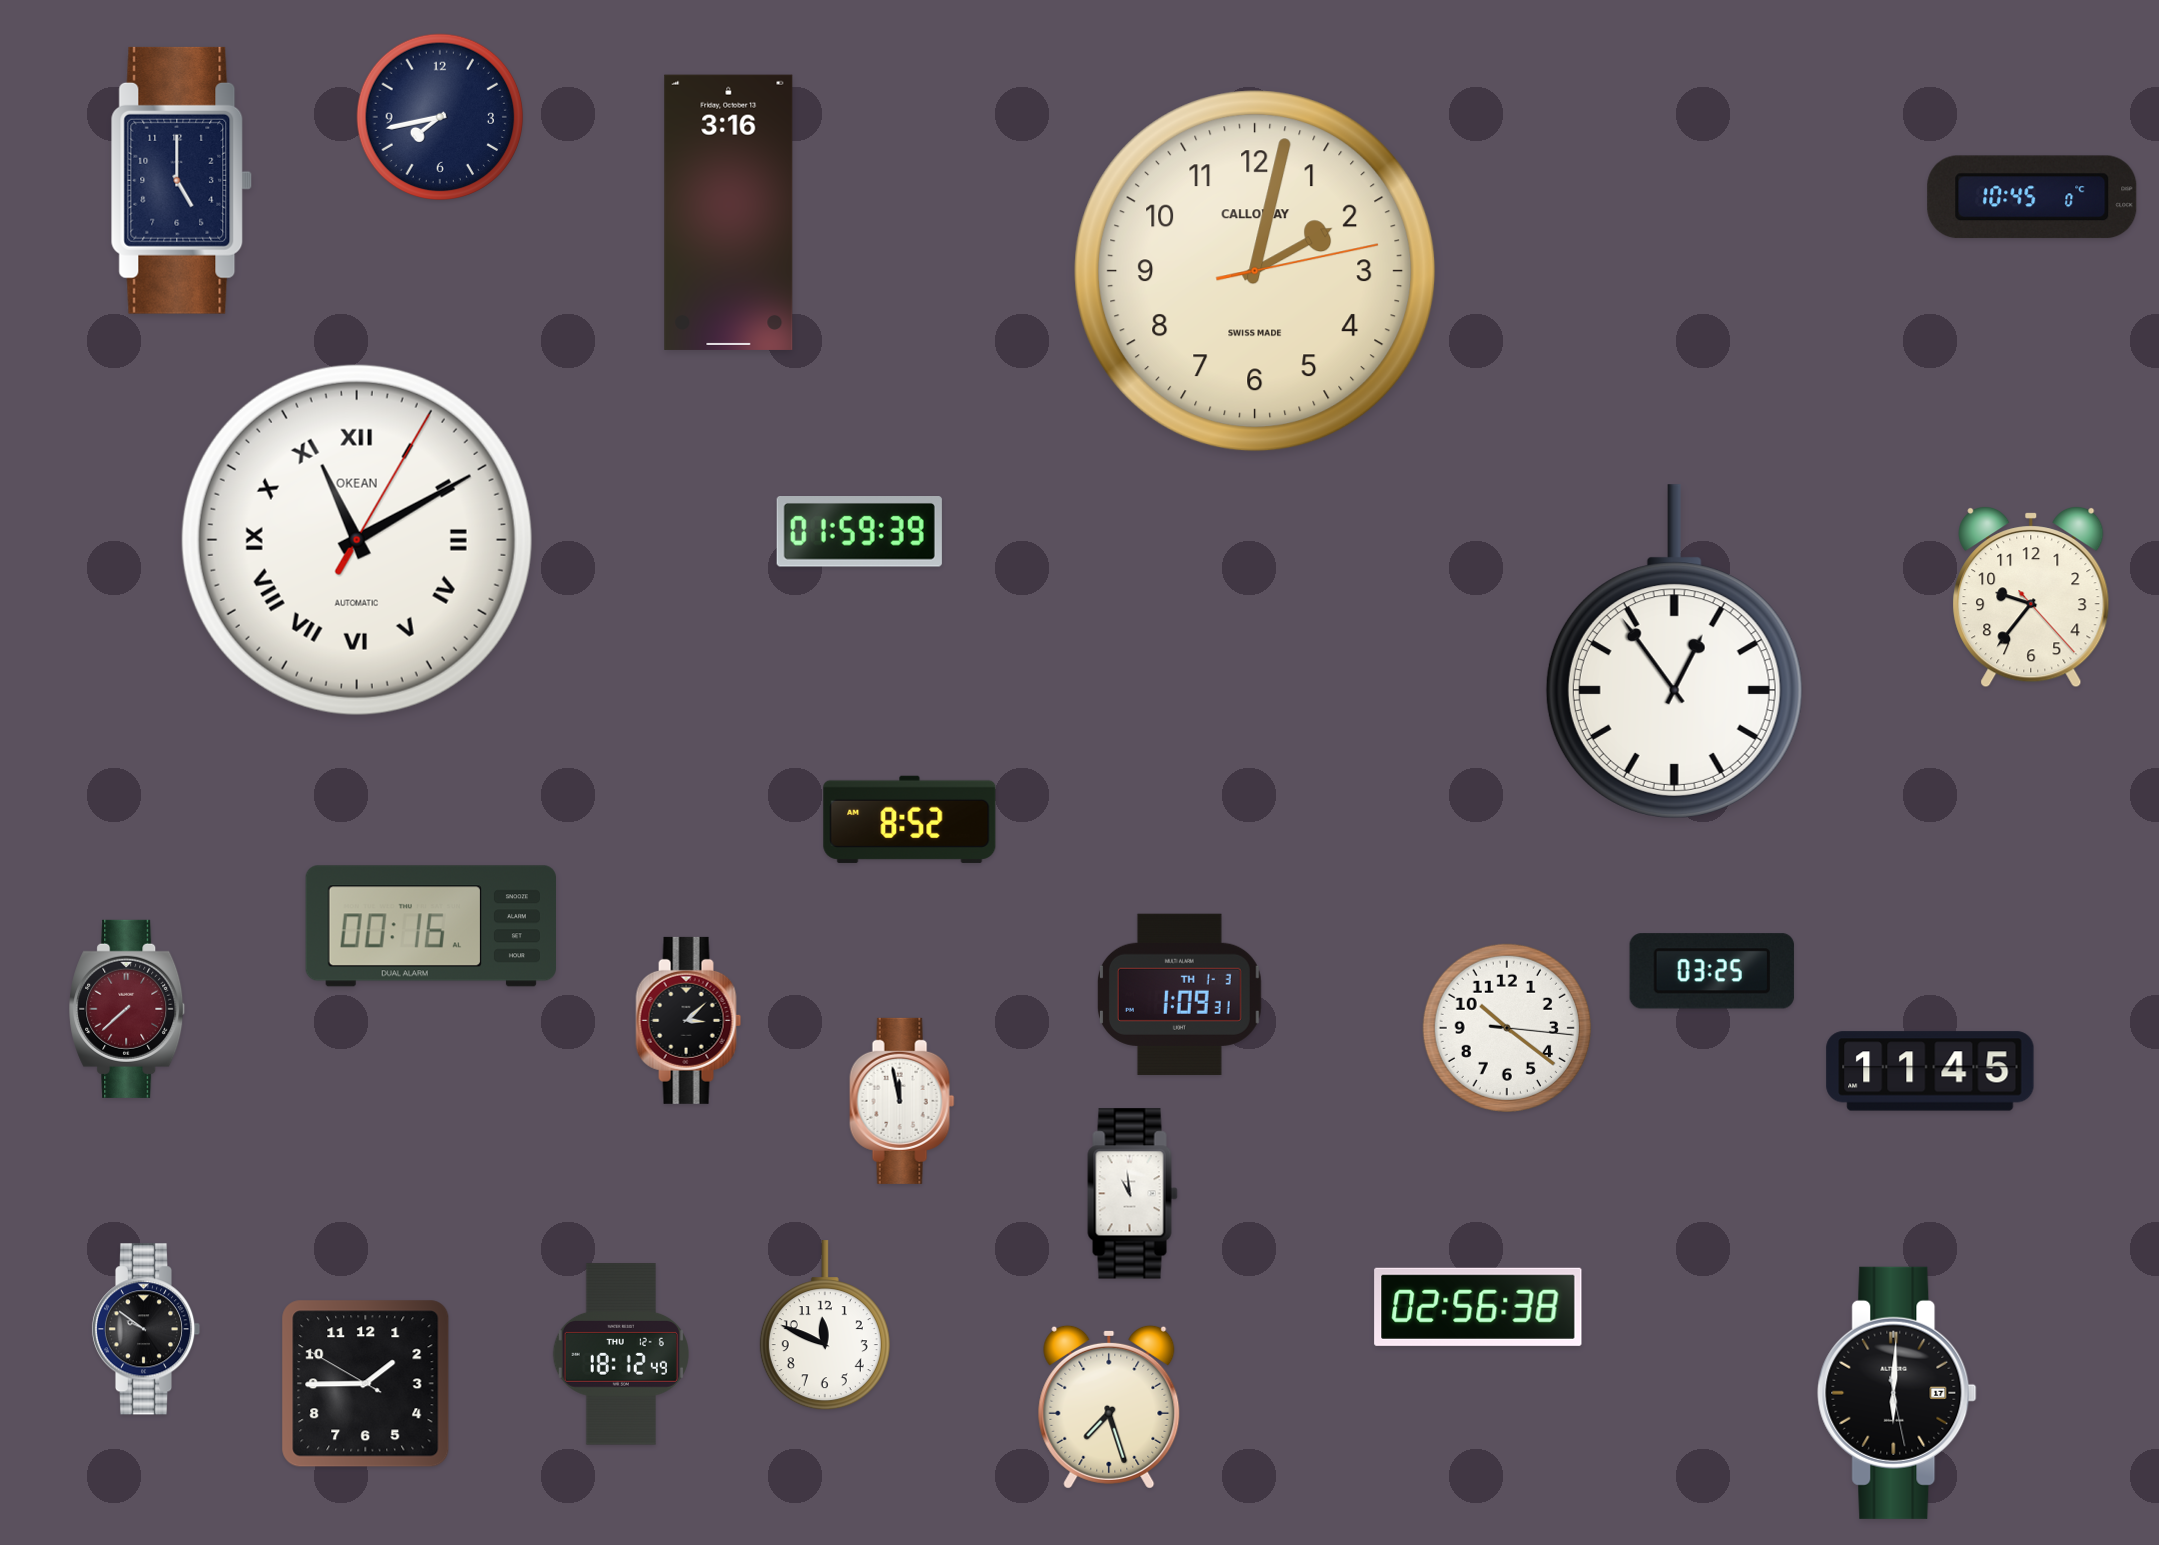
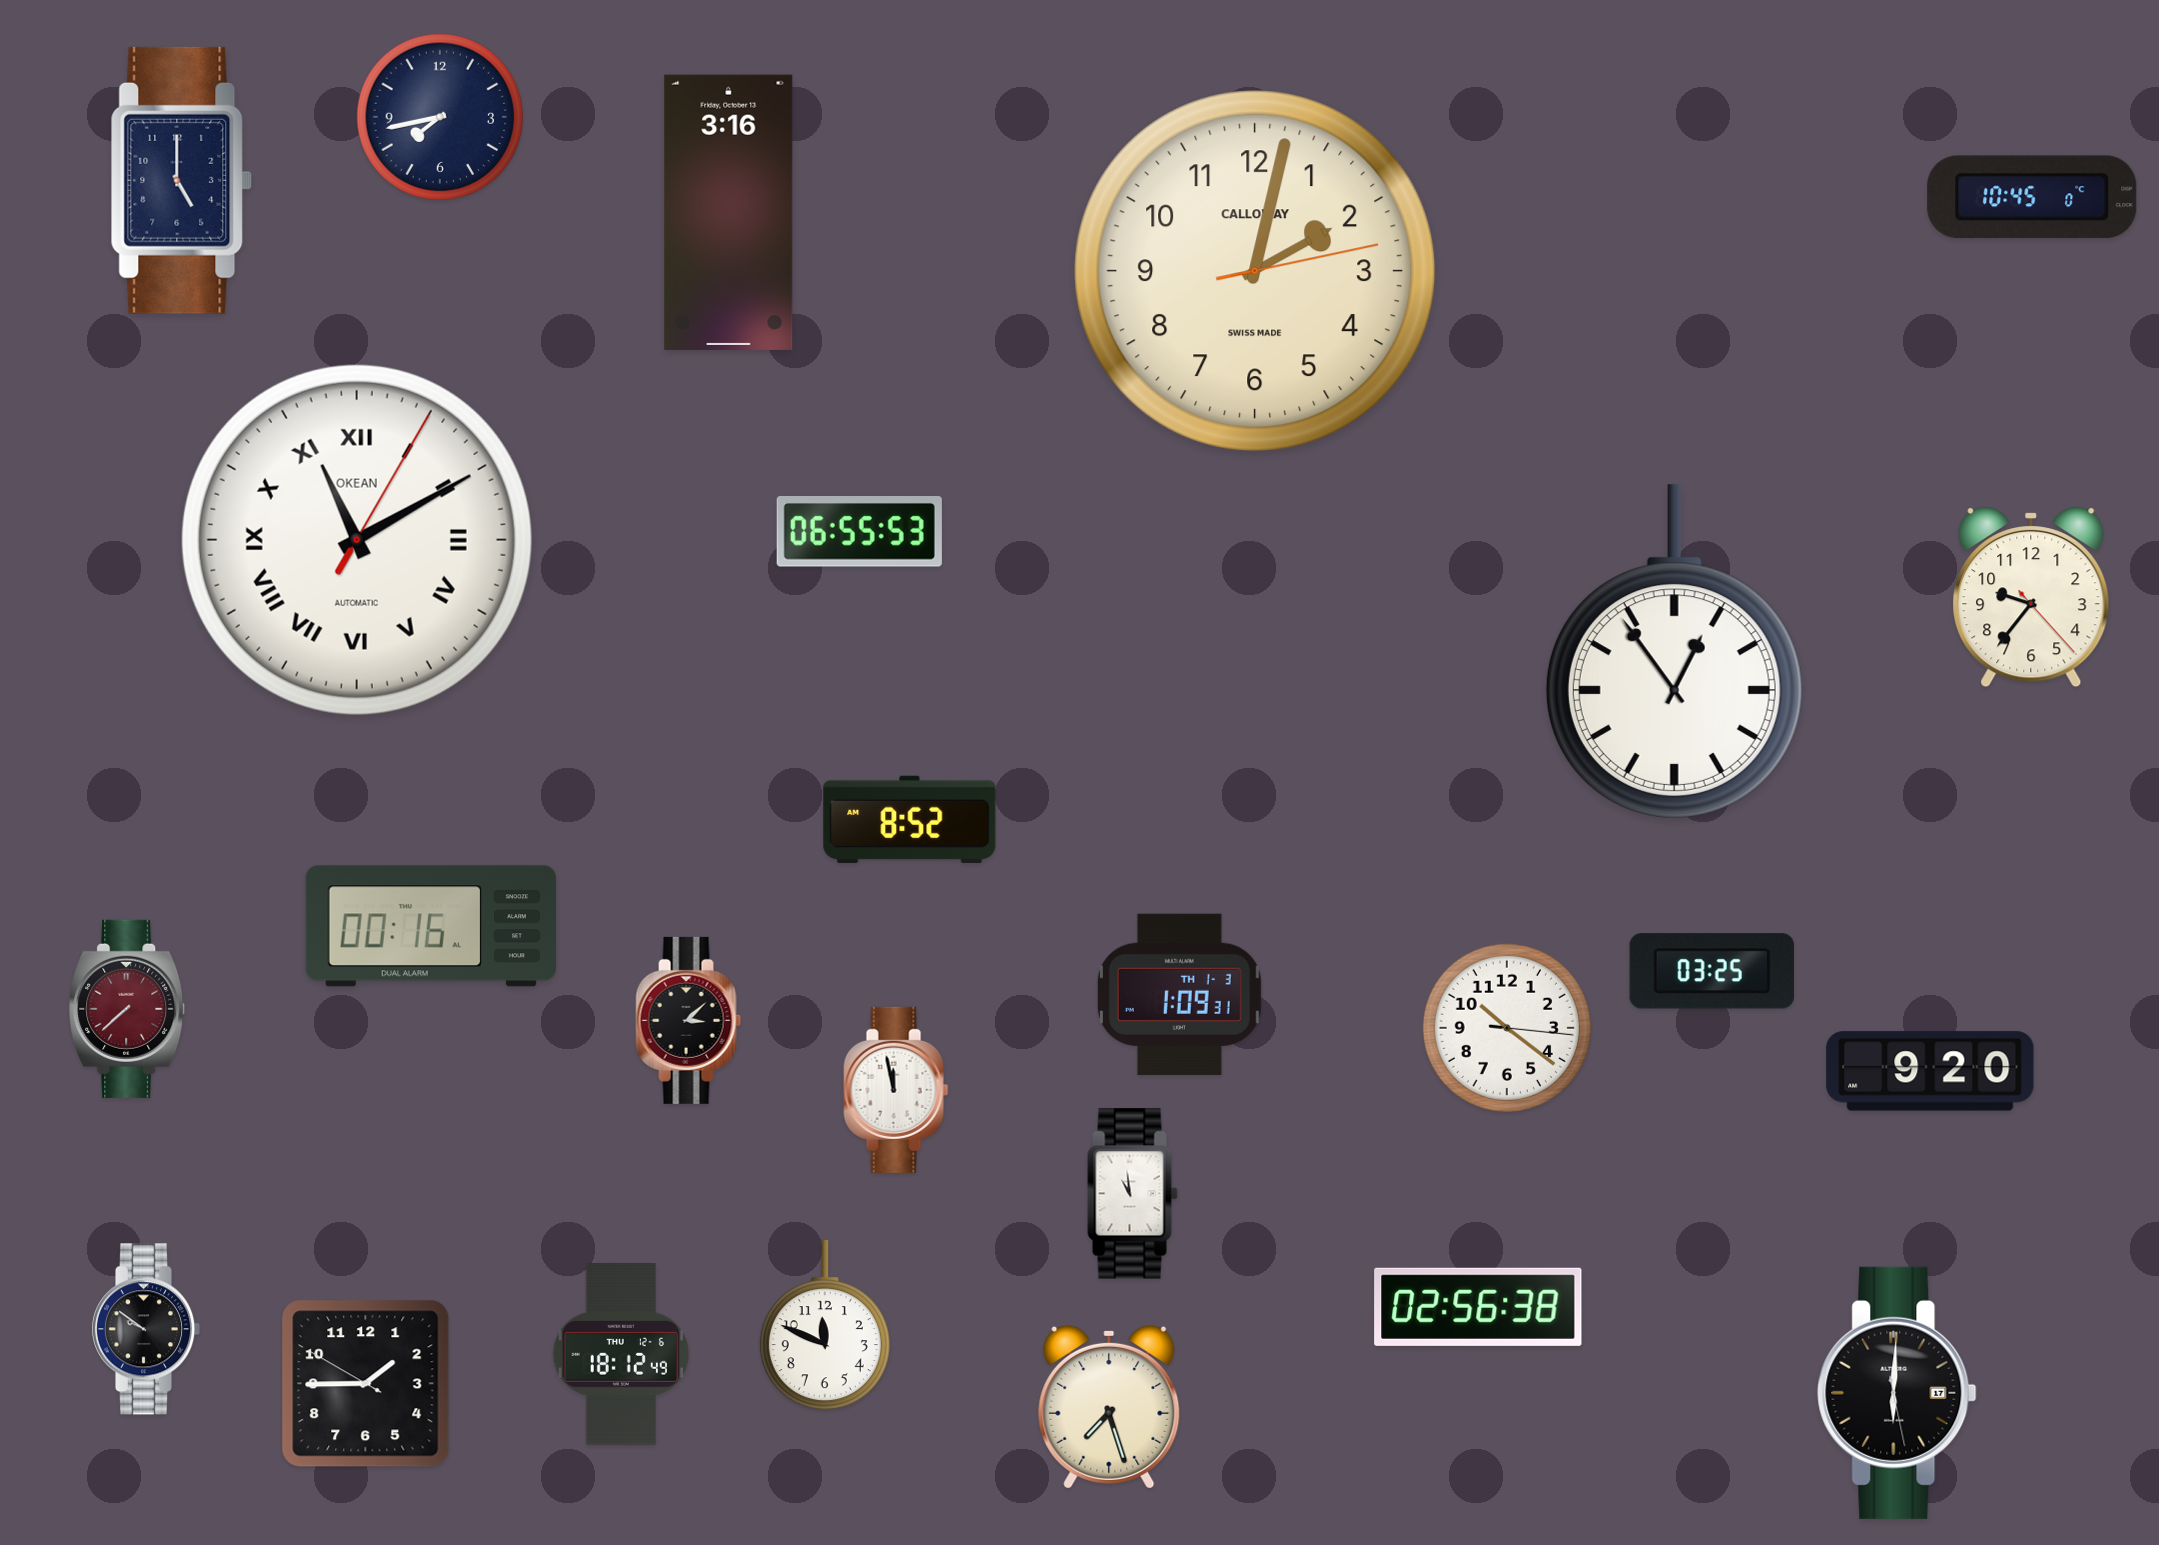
clock at (859, 532): 01:59 -> 06:55
clock at (1930, 1071): 11:45 -> 9:20
clock at (902, 1101) position: (902, 1101) -> (896, 1090)
